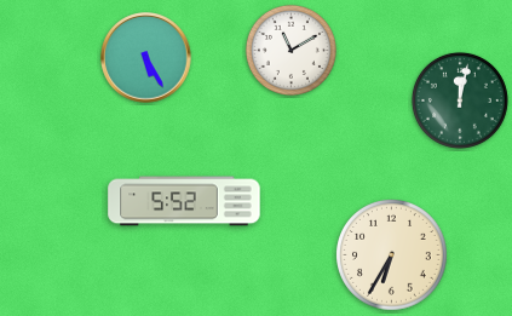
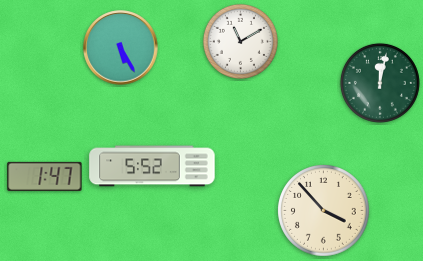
clock at (45, 176): none -> 1:47
clock at (392, 255): 6:35 -> 3:53
